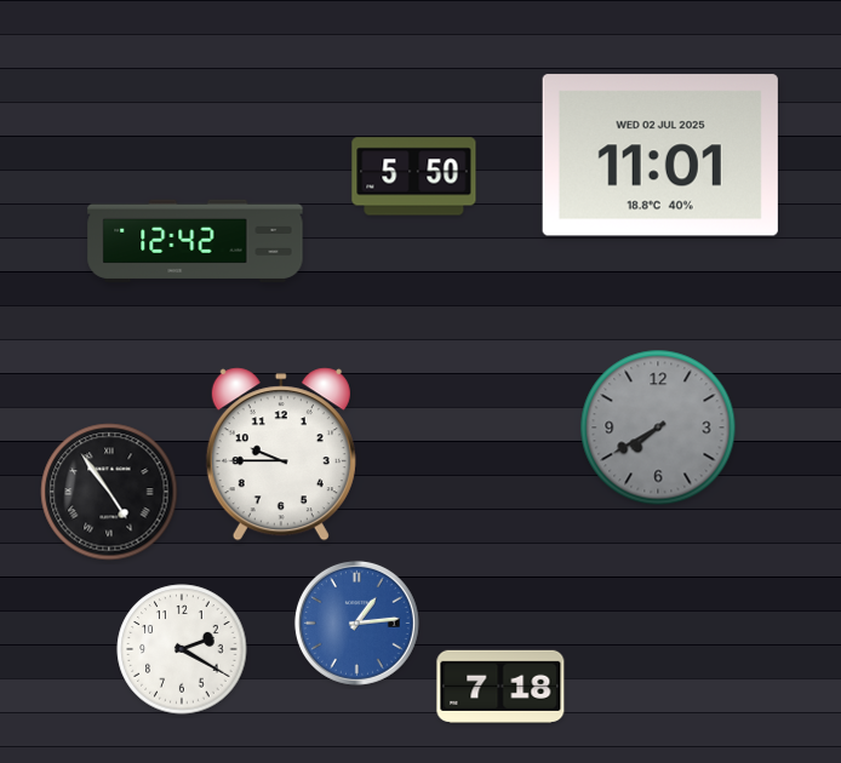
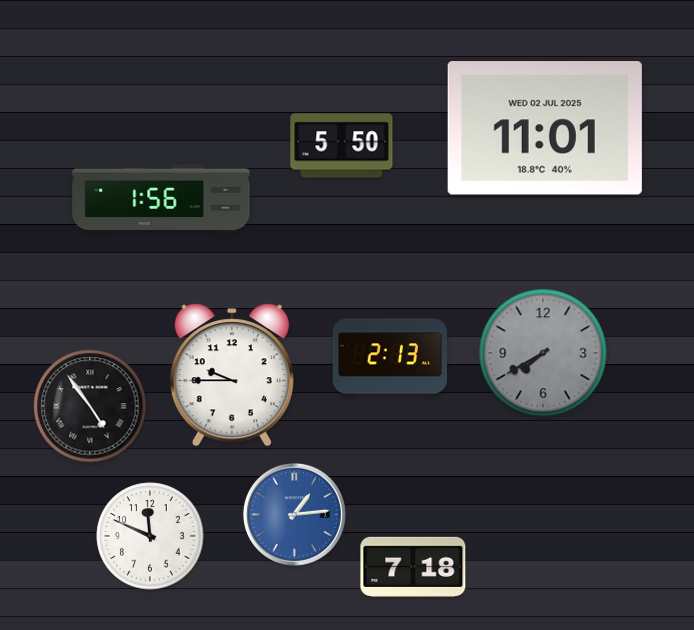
clock at (195, 241): 12:42 -> 1:56
clock at (390, 358): none -> 2:13
clock at (182, 649): 2:20 -> 11:49
